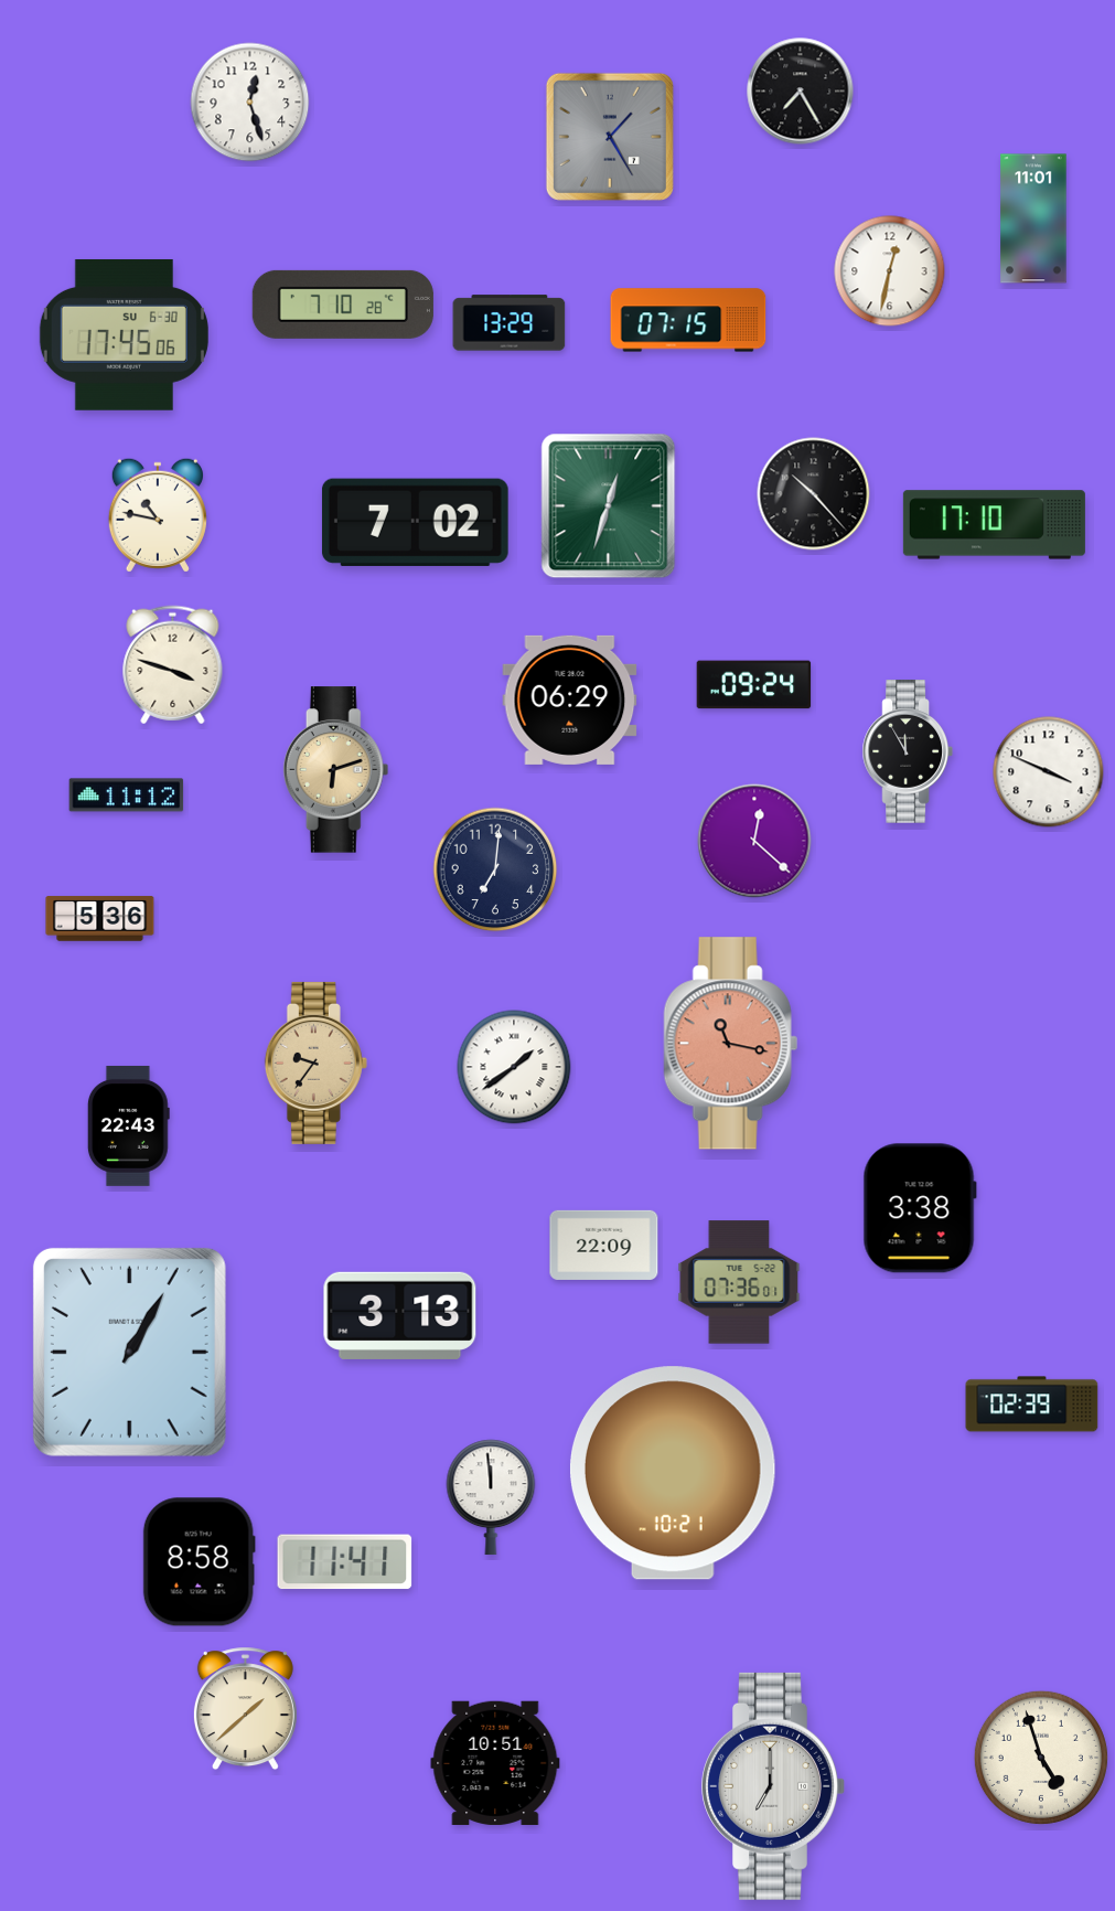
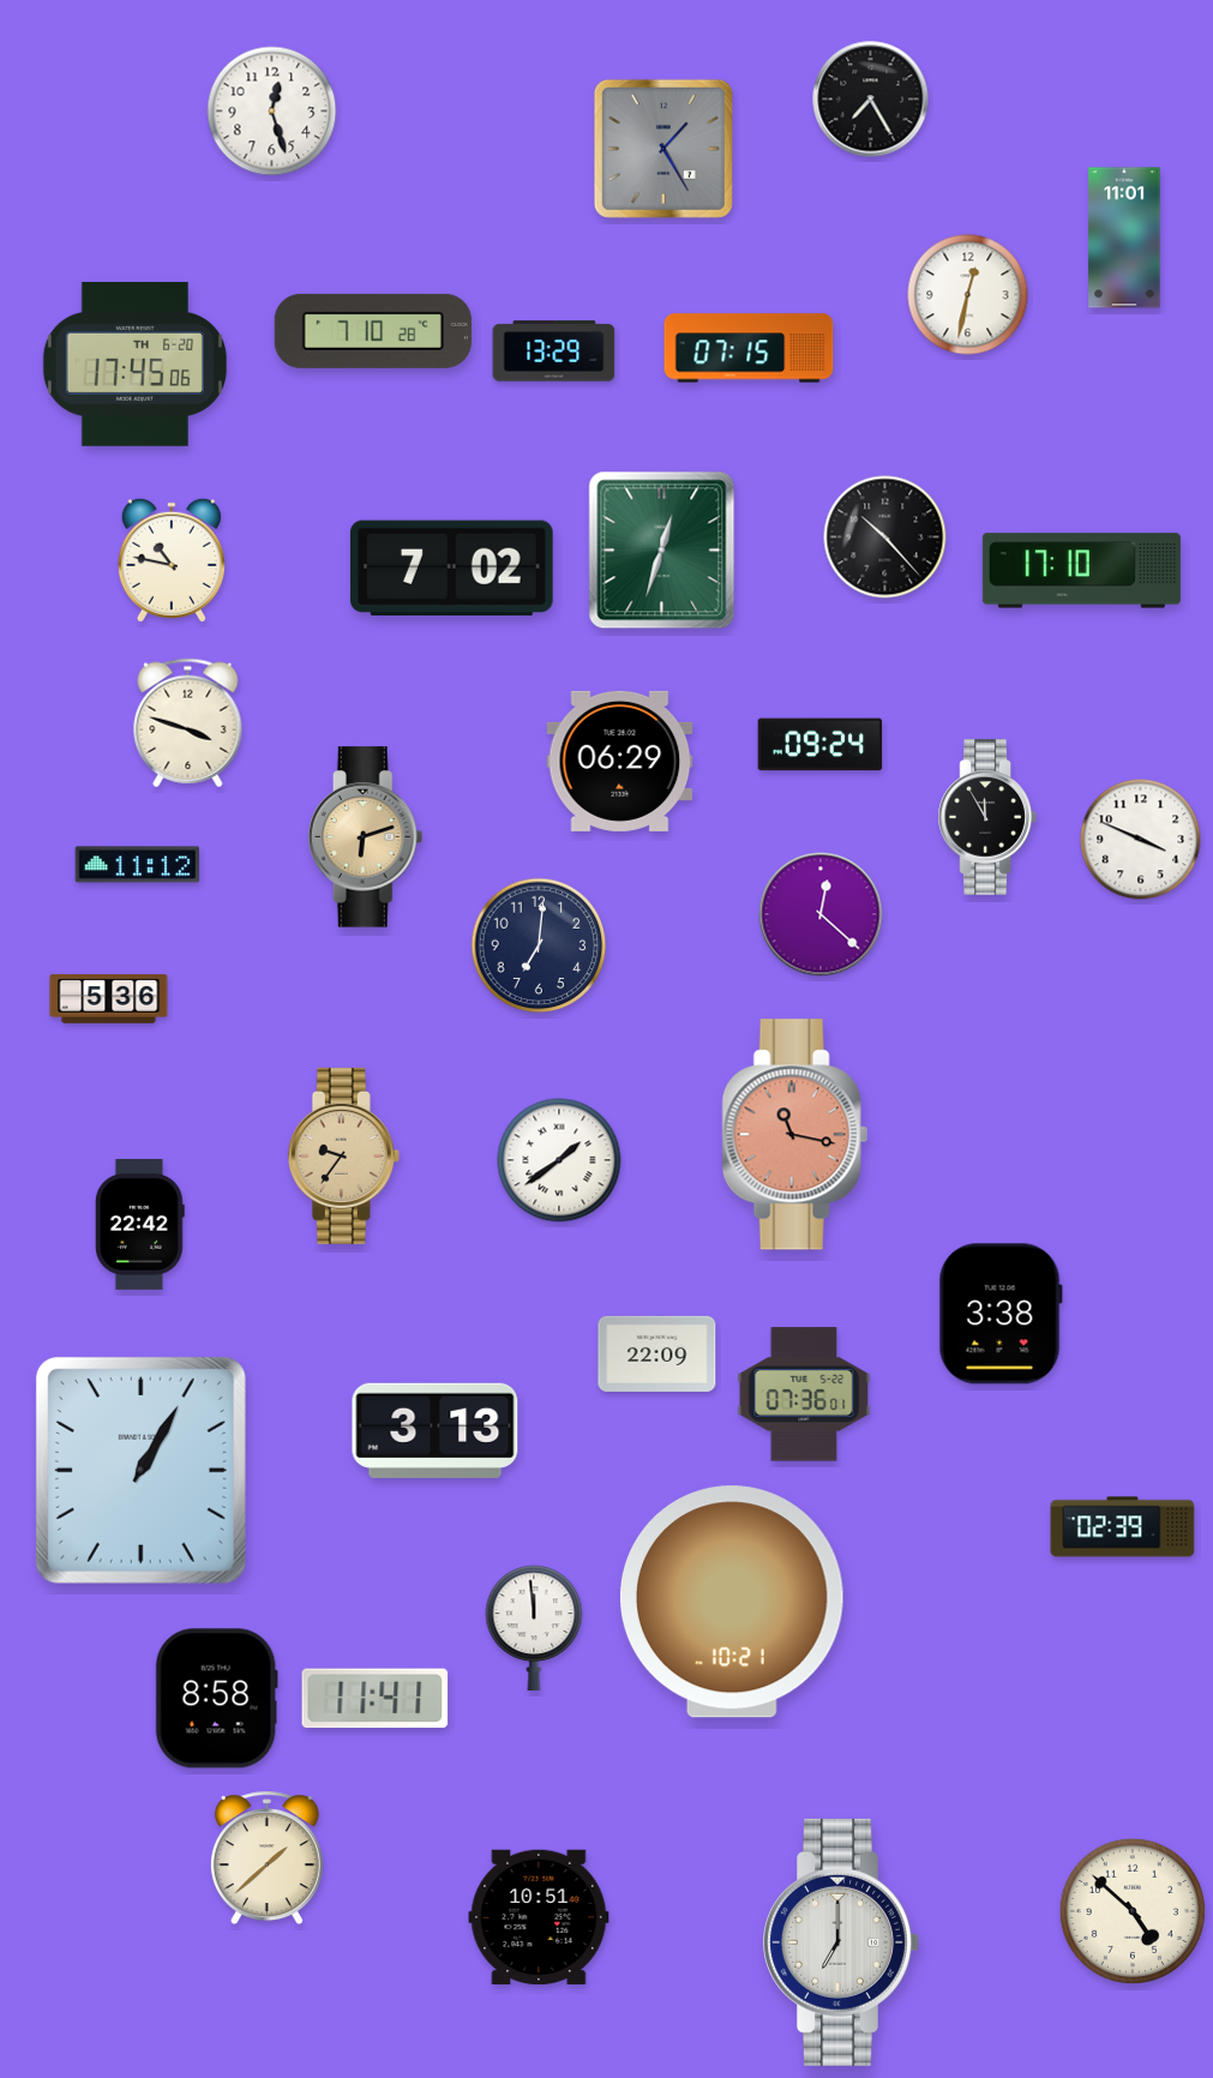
clock at (124, 335) date: SU 6-30 -> TH 6-20
clock at (128, 1125): 22:43 -> 22:42
clock at (1041, 1758): 4:57 -> 4:52
